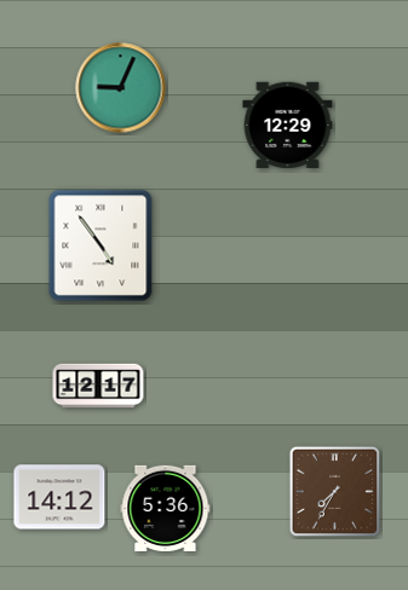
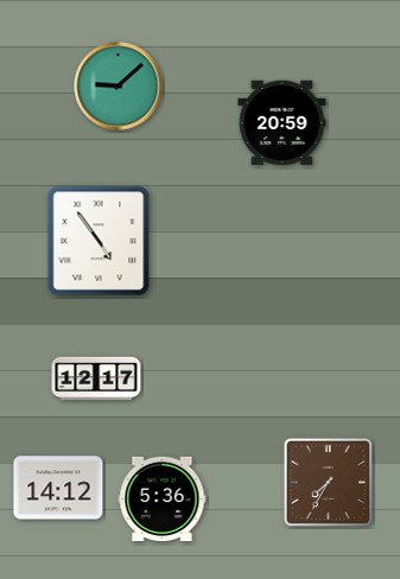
clock at (121, 88): 9:04 -> 9:08
clock at (288, 126): 12:29 -> 20:59
